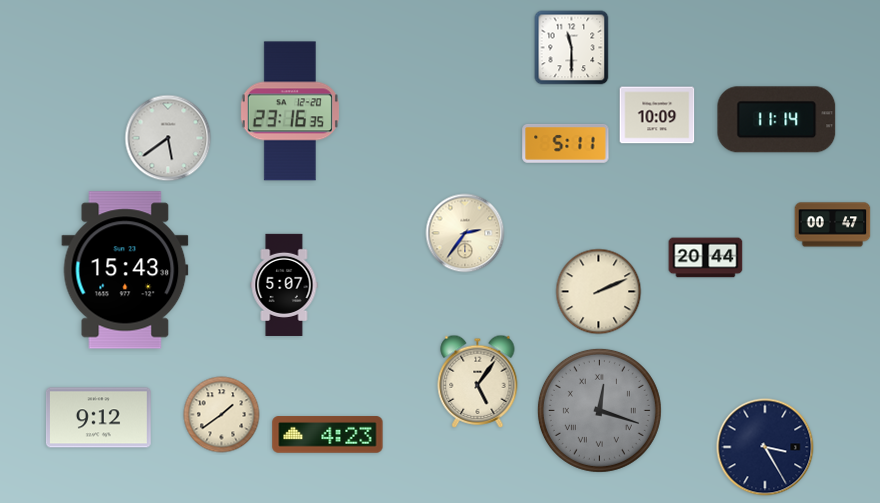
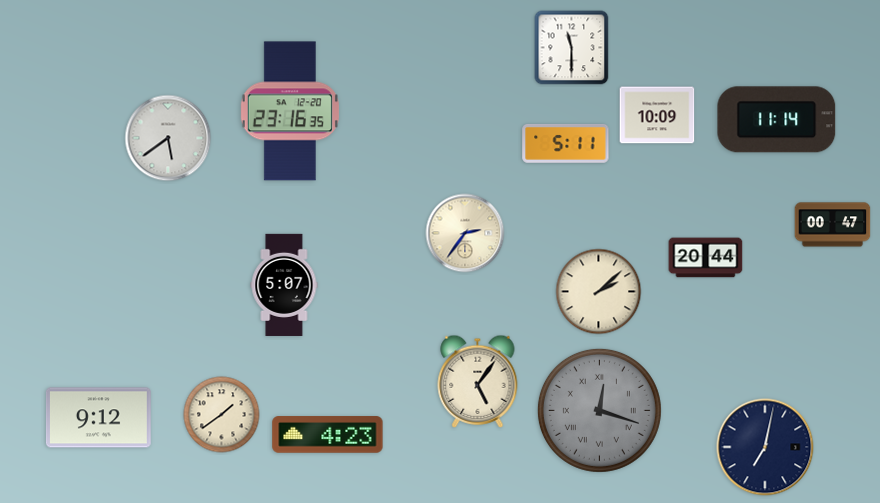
clock at (125, 270): 15:43 -> none
clock at (599, 292): 2:11 -> 2:08
clock at (765, 447): 3:25 -> 7:02
